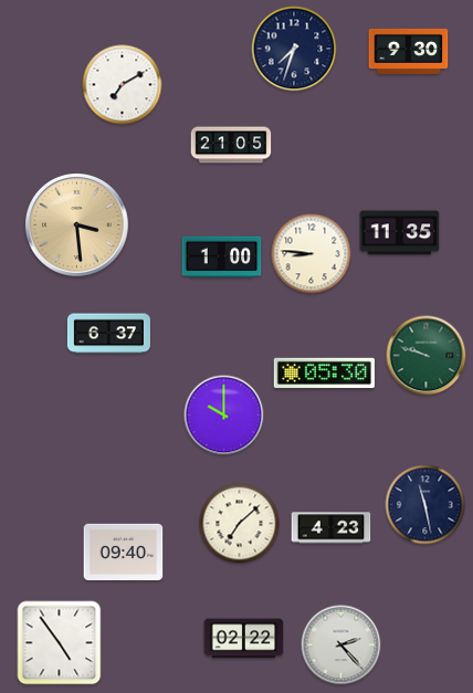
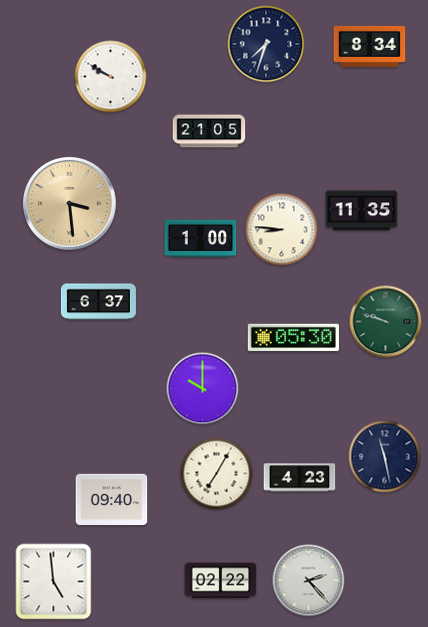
clock at (409, 51): 9:30 -> 8:34
clock at (123, 85): 7:10 -> 9:50
clock at (222, 258) position: (222, 258) -> (201, 239)
clock at (224, 416) position: (224, 416) -> (203, 389)
clock at (240, 524): 7:08 -> 7:05
clock at (244, 639) position: (244, 639) -> (221, 581)
clock at (60, 643): 4:54 -> 4:59
clock at (341, 645) position: (341, 645) -> (309, 581)
